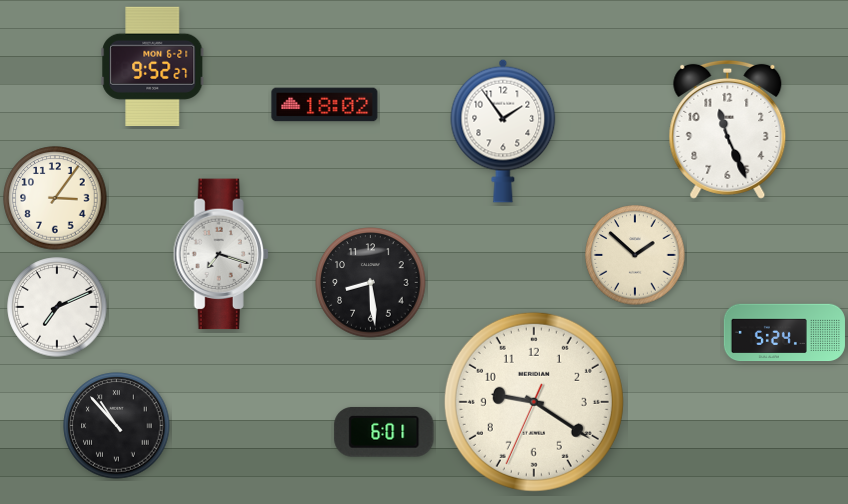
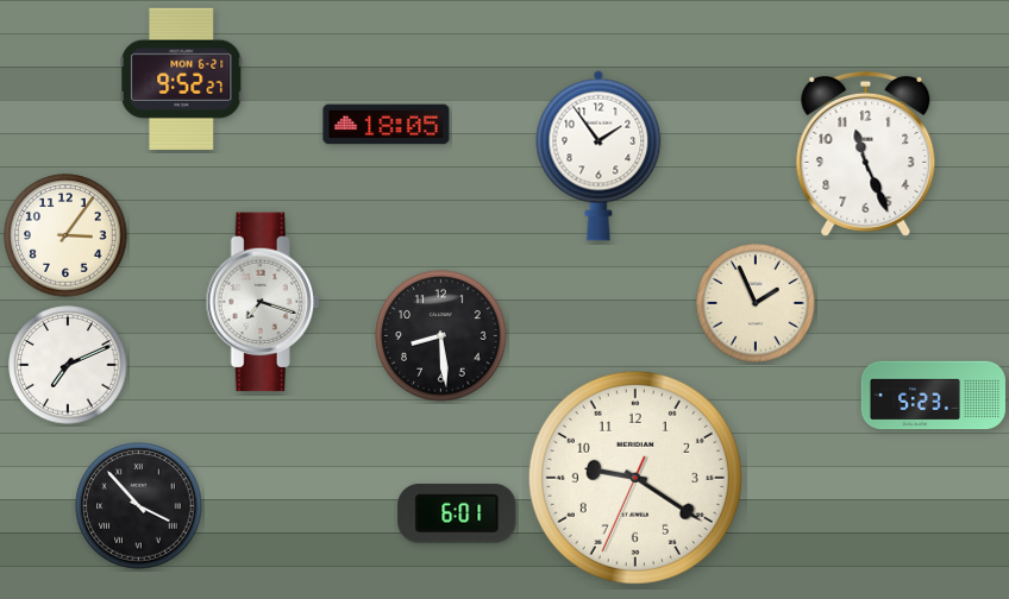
clock at (325, 105): 18:02 -> 18:05
clock at (635, 255): 1:52 -> 1:56
clock at (784, 333): 5:24 -> 5:23
clock at (117, 426): 10:53 -> 3:53
